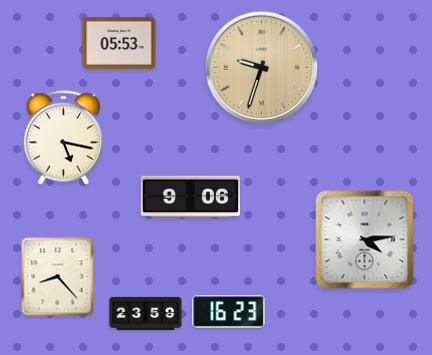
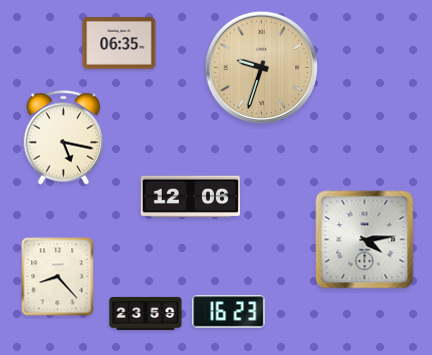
clock at (119, 43): 05:53 -> 06:35
clock at (191, 197): 9:06 -> 12:06
